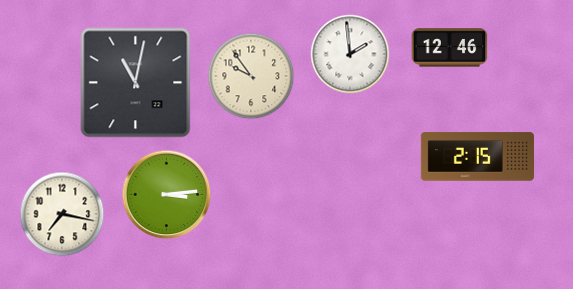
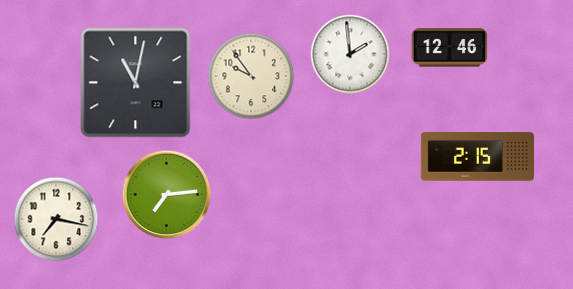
clock at (167, 195): 3:14 -> 7:14
clock at (62, 214) position: (62, 214) -> (56, 219)
